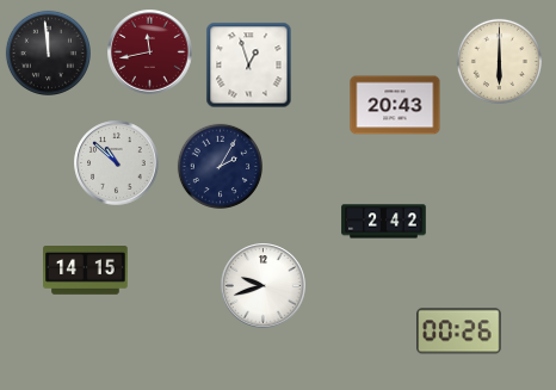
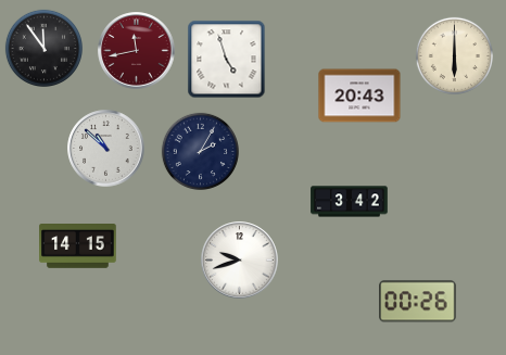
clock at (48, 52): 11:59 -> 11:54
clock at (150, 52) position: (150, 52) -> (137, 51)
clock at (249, 66): 12:57 -> 4:57
clock at (384, 222): 2:42 -> 3:42
